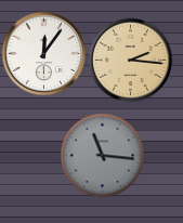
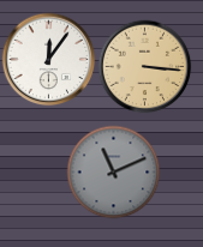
clock at (130, 60): 2:16 -> 3:16
clock at (102, 155): 11:16 -> 11:11
